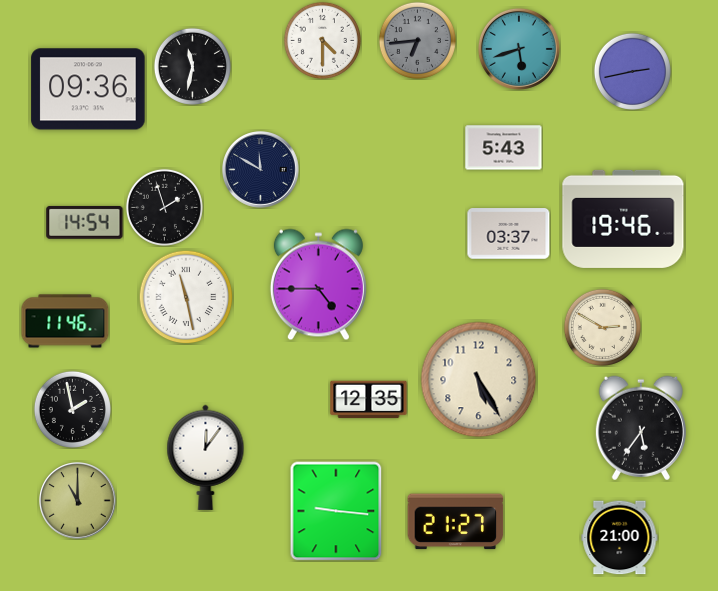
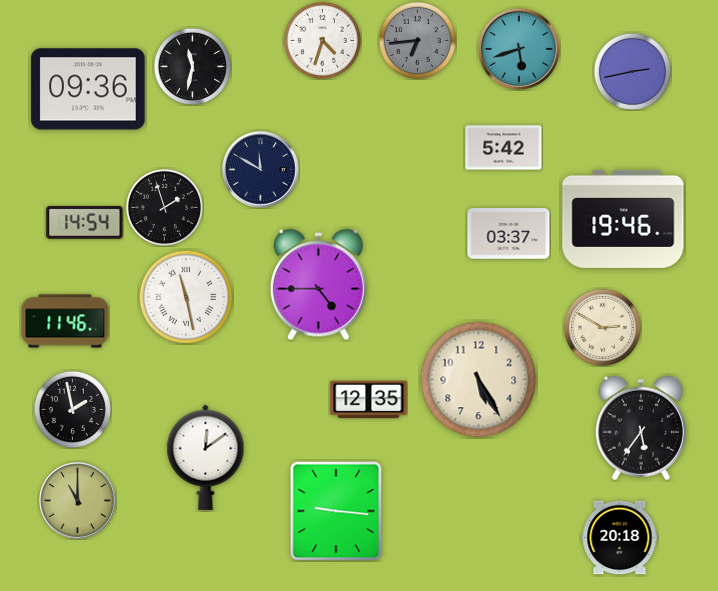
clock at (322, 40): 4:30 -> 4:33
clock at (504, 148): 5:43 -> 5:42
clock at (206, 457): 12:06 -> 12:09
clock at (456, 522): 21:27 -> none
clock at (620, 538): 21:00 -> 20:18
